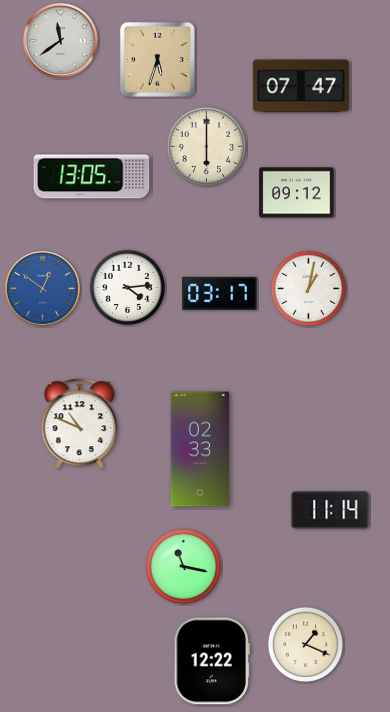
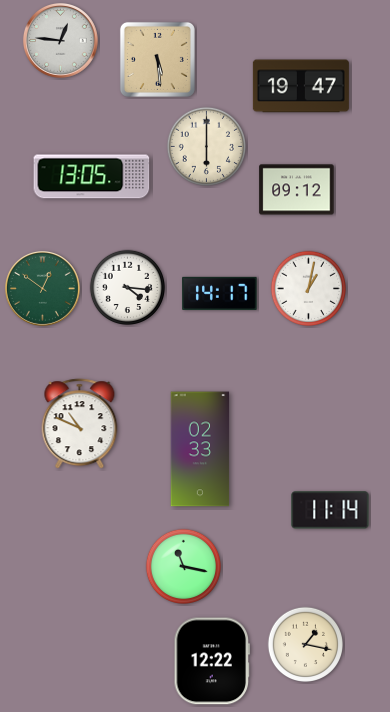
clock at (60, 40): 11:39 -> 12:46
clock at (157, 59): 5:33 -> 5:29
clock at (301, 86): 07:47 -> 19:47
clock at (297, 193) position: (297, 193) -> (297, 190)
clock at (42, 288) dial: blue -> green
clock at (128, 288): 4:14 -> 4:16
clock at (220, 293): 03:17 -> 14:17
clock at (306, 645): 1:19 -> 1:17
